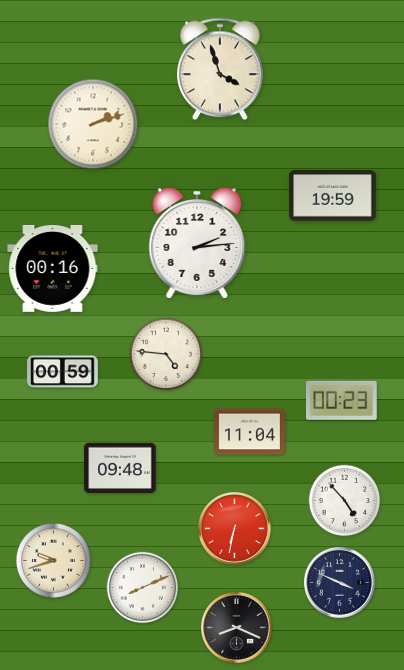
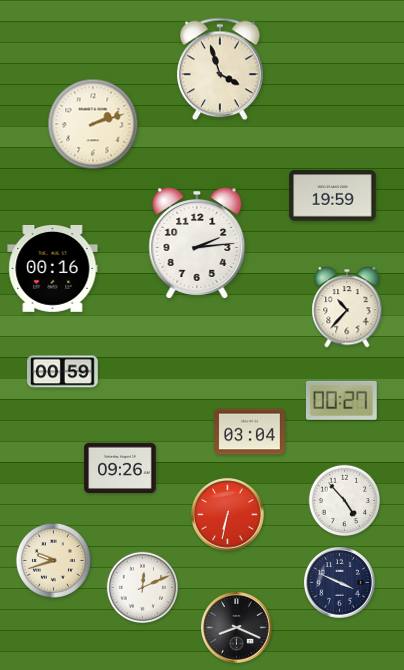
clock at (347, 307): none -> 10:37
clock at (165, 353): 4:46 -> none
clock at (341, 400): 00:23 -> 00:27
clock at (250, 432): 11:04 -> 03:04
clock at (120, 468): 09:48 -> 09:26
clock at (235, 529) position: (235, 529) -> (228, 515)
clock at (143, 588): 8:11 -> 12:11
